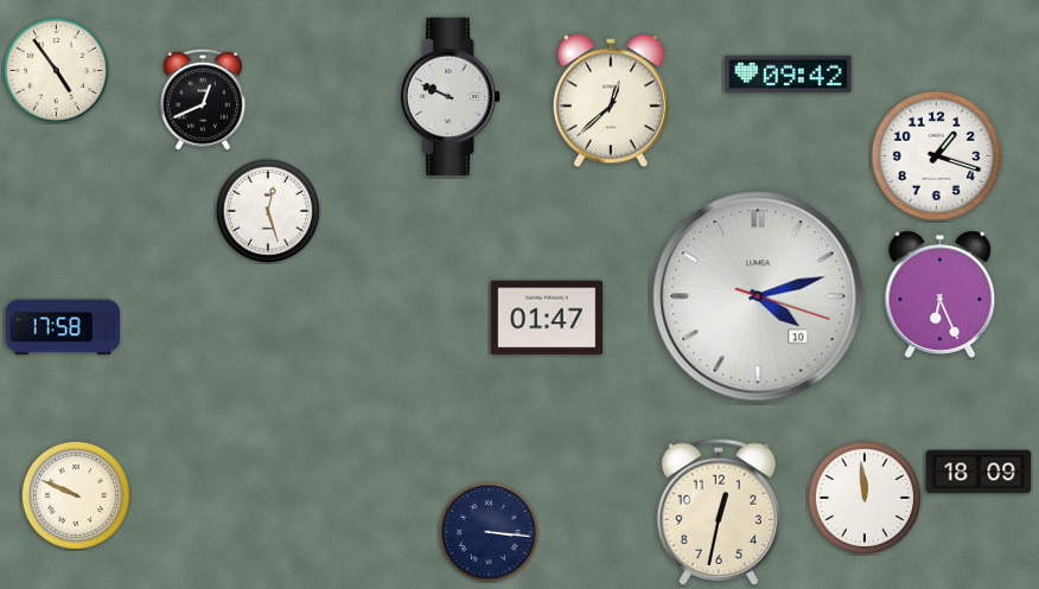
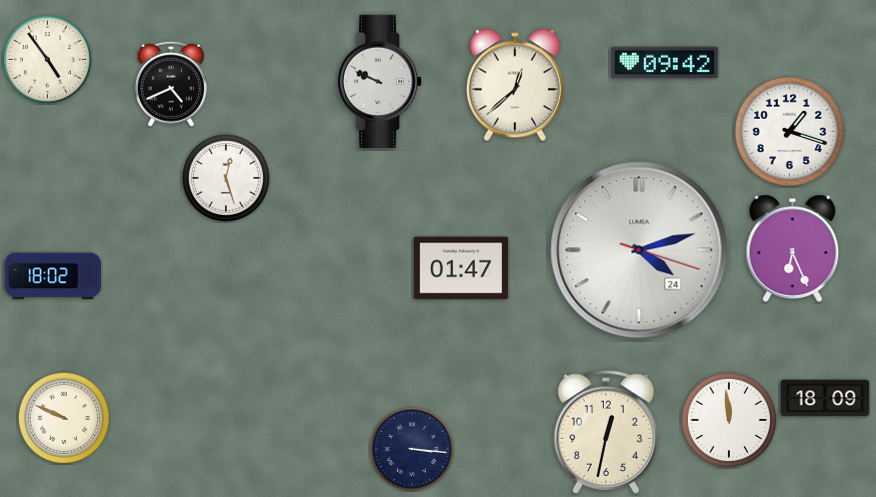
clock at (203, 100): 12:41 -> 4:41
clock at (758, 296) date: 10 -> 24
clock at (62, 327): 17:58 -> 18:02
